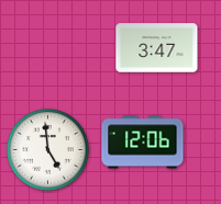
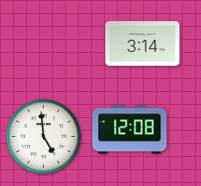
clock at (157, 48): 3:47 -> 3:14
clock at (143, 143): 12:06 -> 12:08
